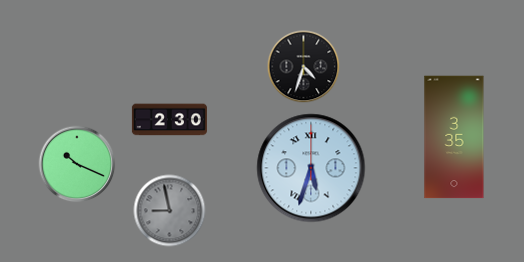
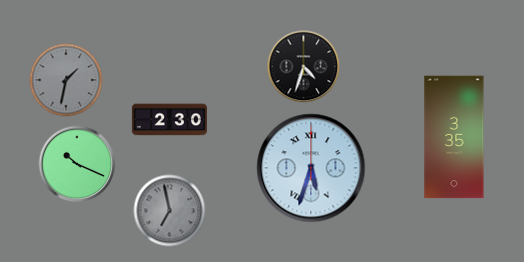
clock at (66, 80): none -> 1:32
clock at (170, 211): 8:58 -> 6:58
